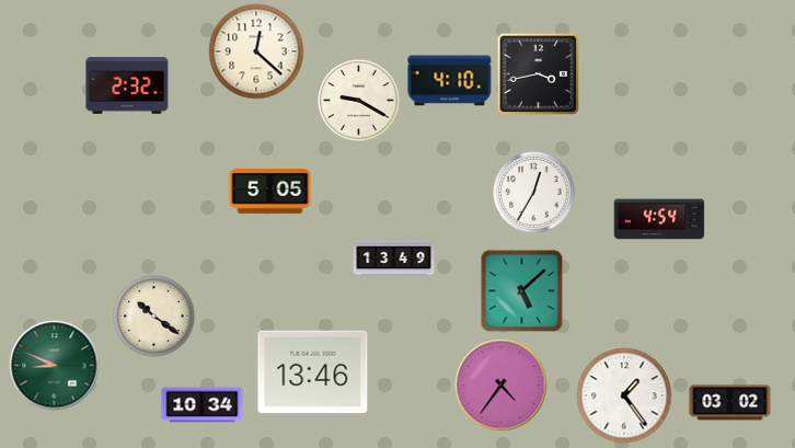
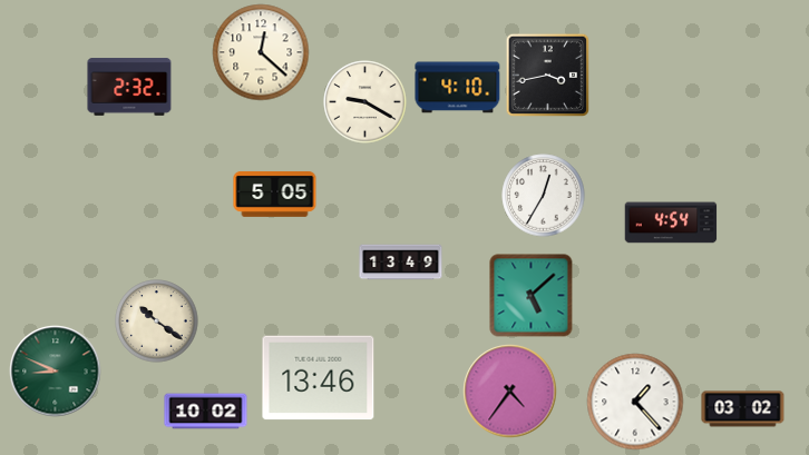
clock at (450, 81) position: (450, 81) -> (458, 88)
clock at (624, 395): 1:24 -> 1:23
clock at (203, 405): 10:34 -> 10:02
